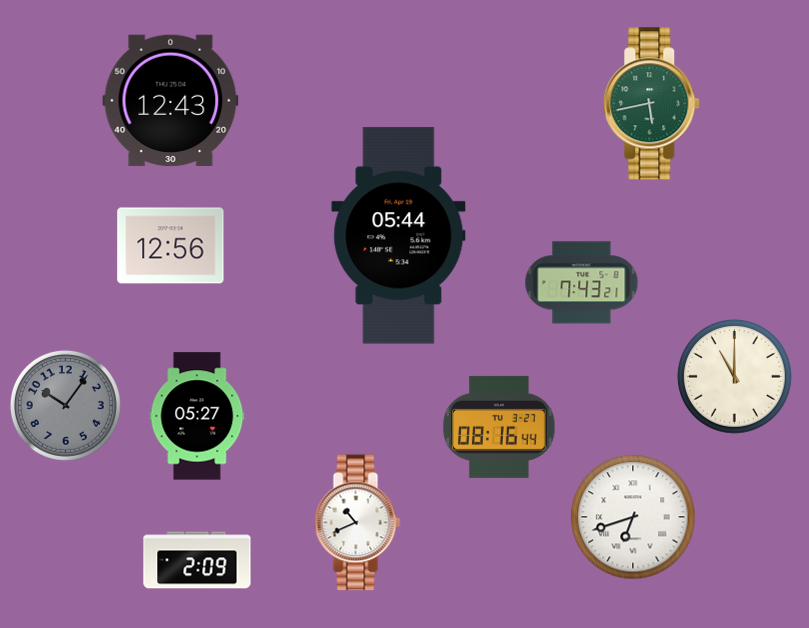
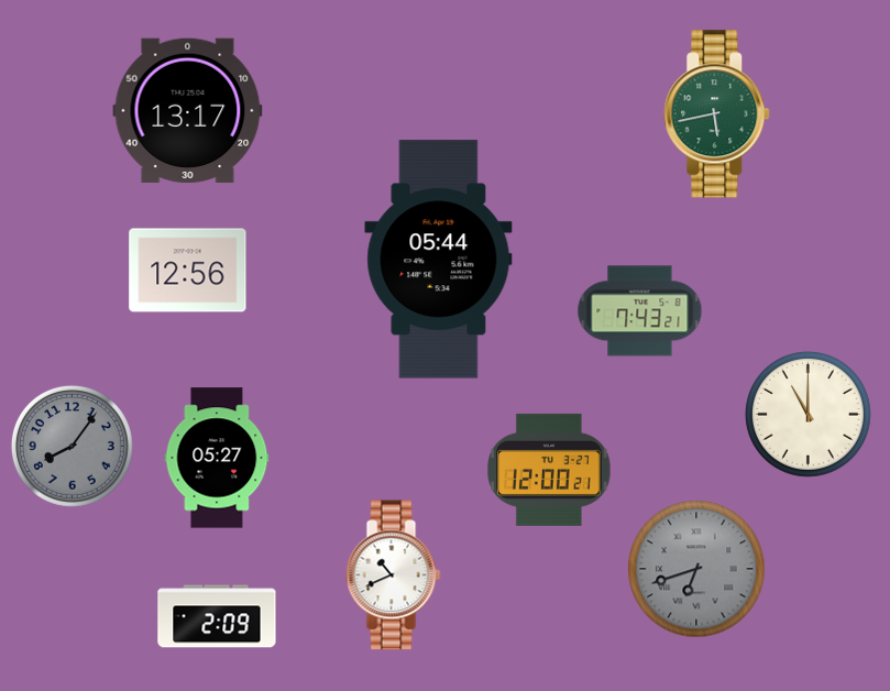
clock at (171, 101): 12:43 -> 13:17
clock at (65, 405): 10:06 -> 8:06
clock at (499, 427): 08:16 -> 12:00
clock at (633, 517) dial: white -> grey
